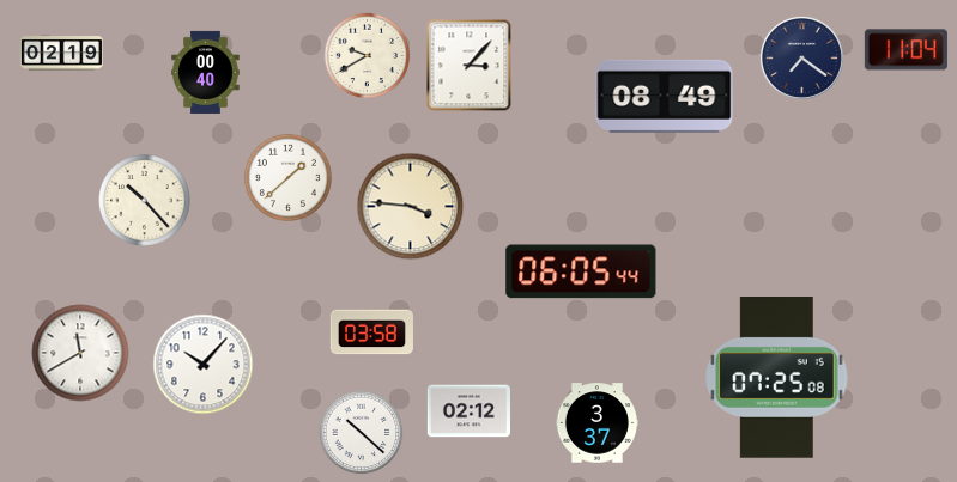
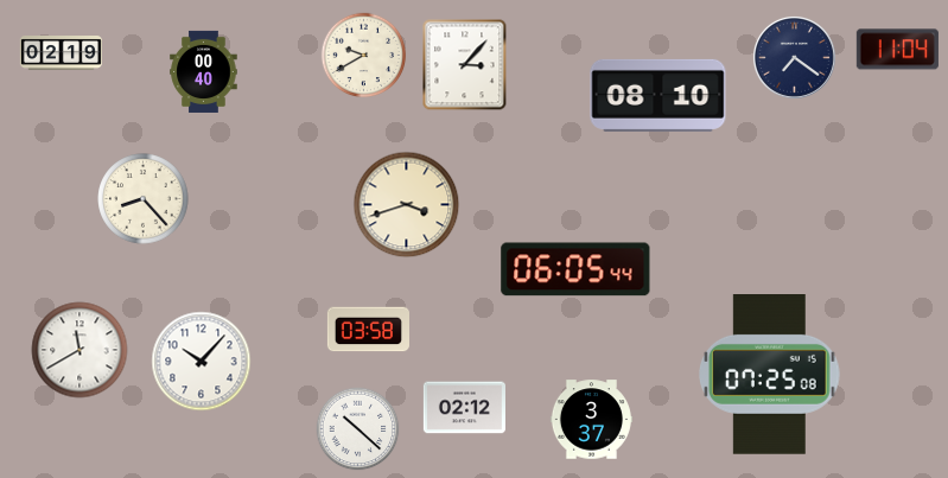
clock at (665, 96): 08:49 -> 08:10
clock at (287, 177): 1:38 -> none
clock at (145, 201): 10:23 -> 8:23
clock at (411, 207): 3:46 -> 3:42
